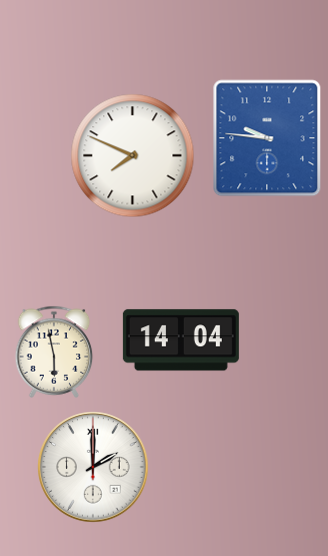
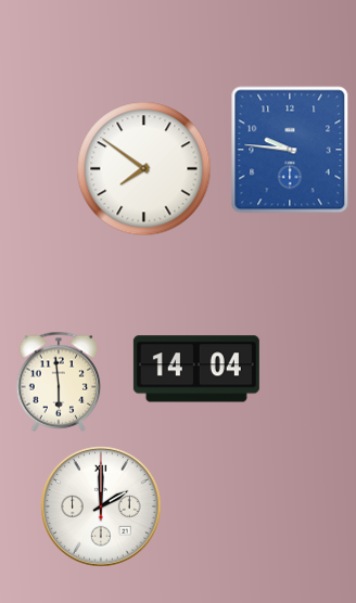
clock at (133, 156): 7:49 -> 7:51
clock at (54, 352): 5:58 -> 5:59
